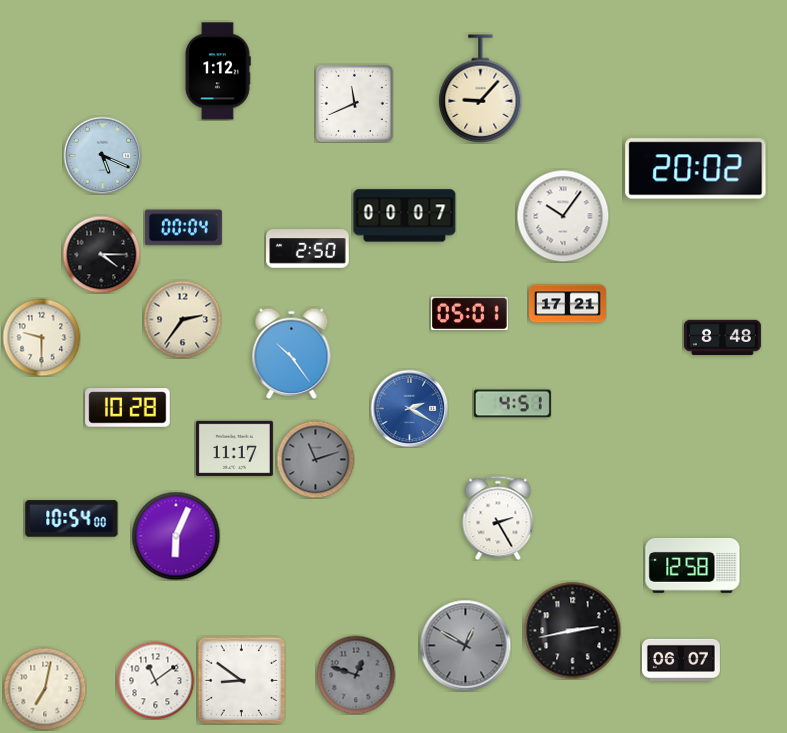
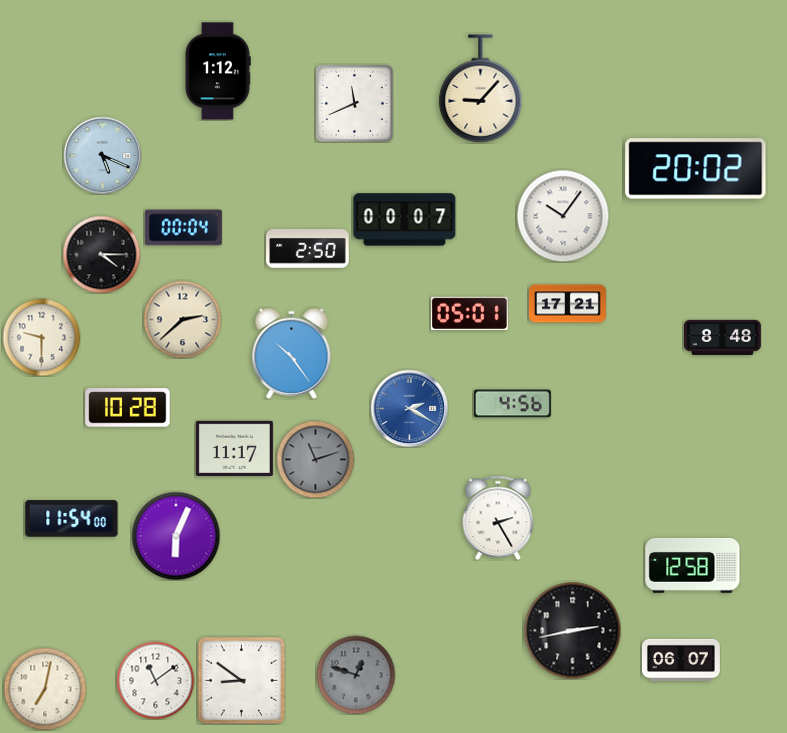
clock at (405, 216) position: (405, 216) -> (405, 220)
clock at (182, 319): 2:36 -> 2:38
clock at (512, 404): 4:51 -> 4:56
clock at (72, 519): 10:54 -> 11:54
clock at (465, 645): 12:50 -> none
